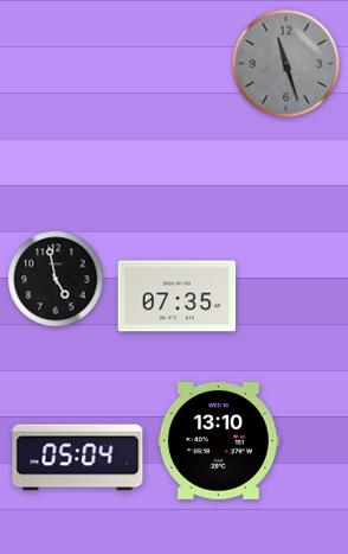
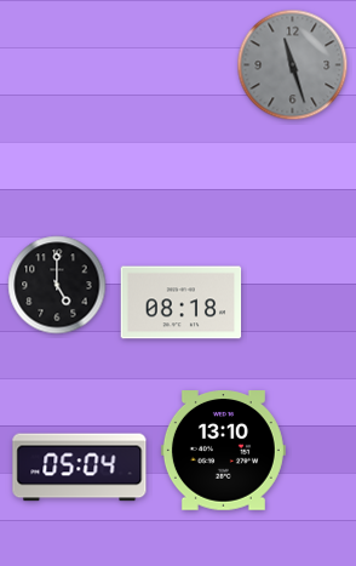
clock at (56, 279): 4:58 -> 5:00
clock at (178, 297): 07:35 -> 08:18
